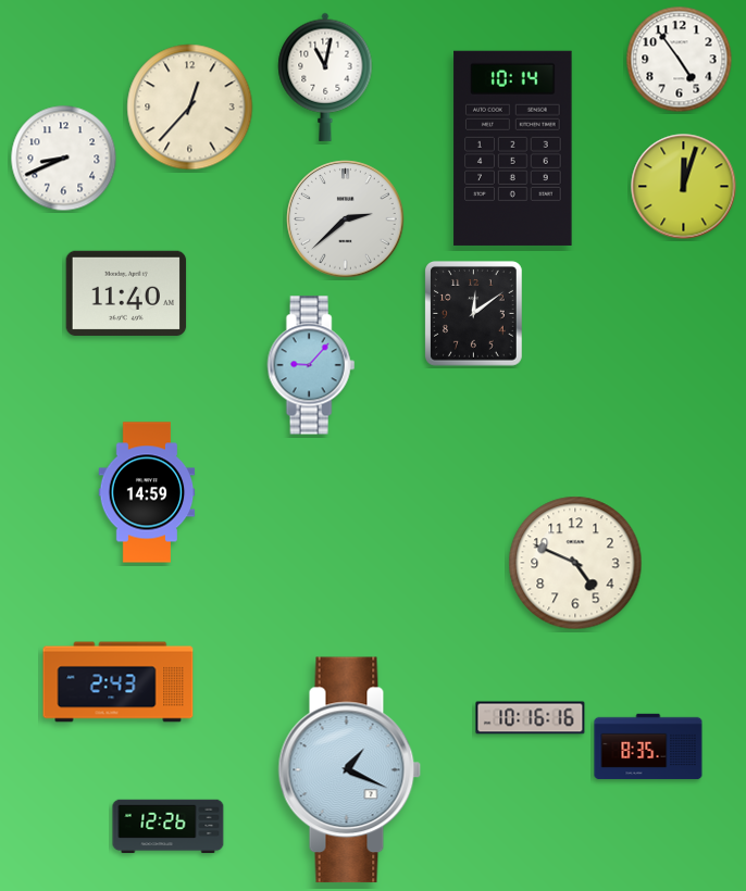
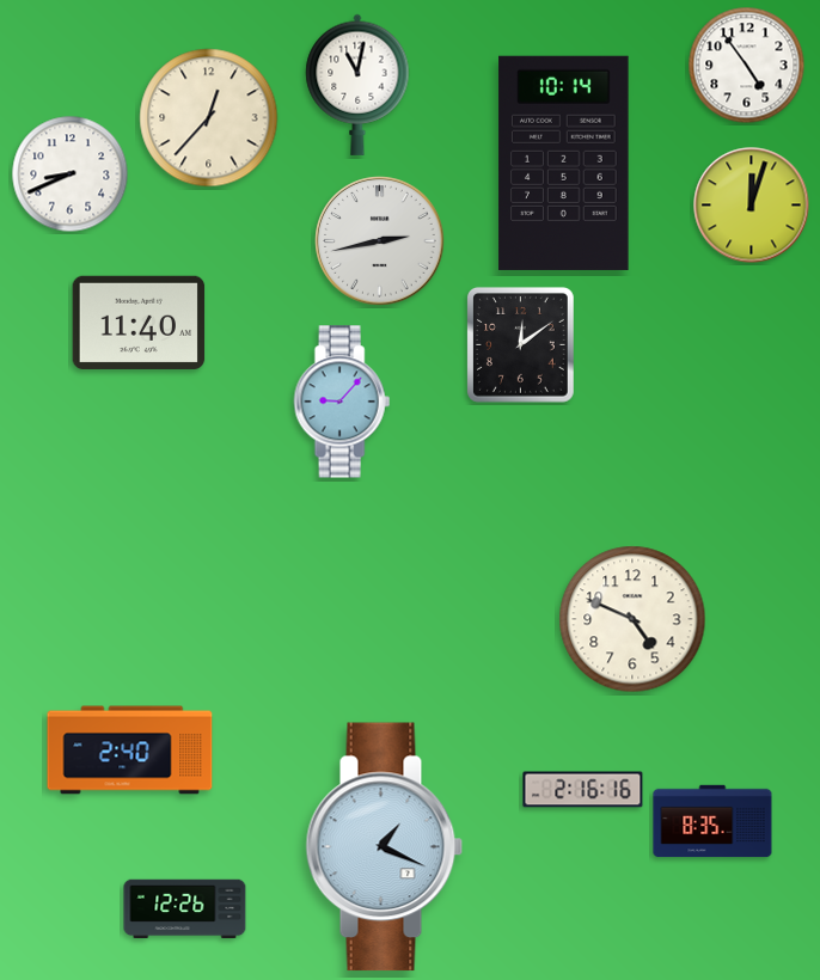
clock at (346, 219): 2:38 -> 2:43
clock at (147, 492): 14:59 -> none
clock at (119, 682): 2:43 -> 2:40
clock at (531, 718): 10:16 -> 2:16
